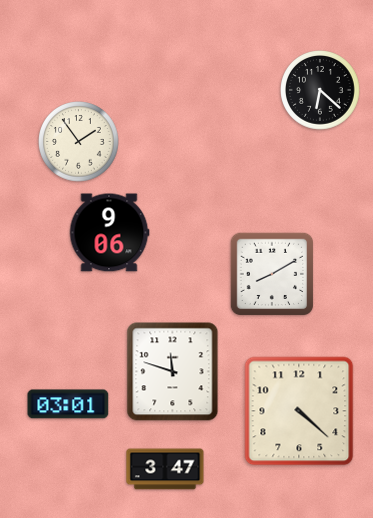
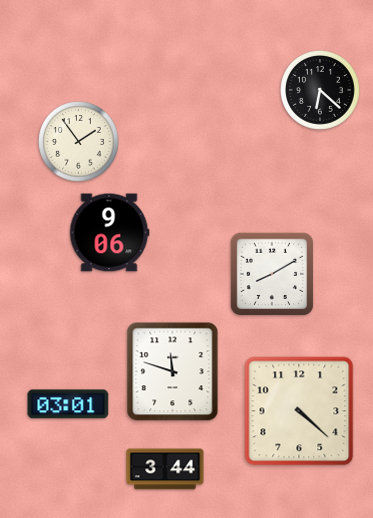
clock at (165, 469): 3:47 -> 3:44
